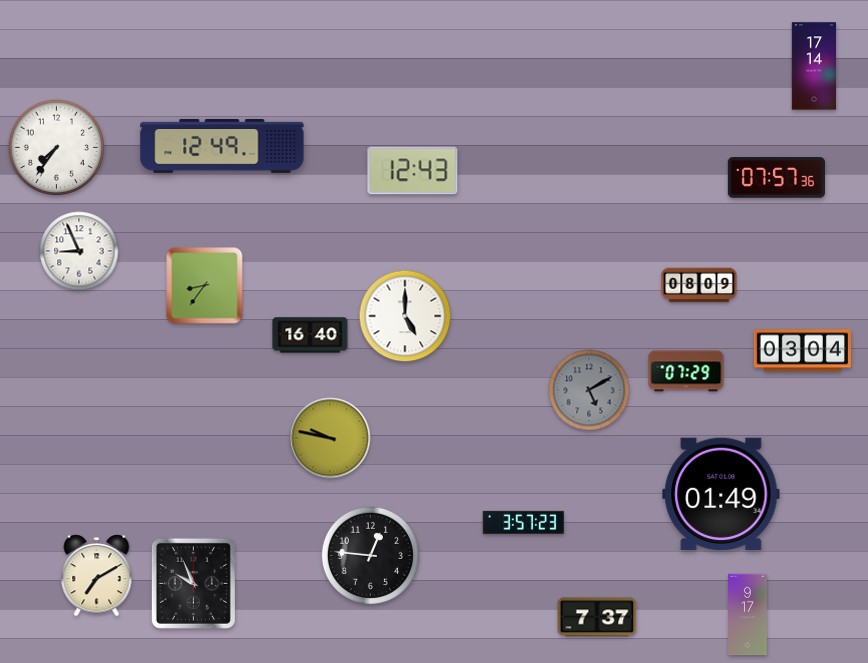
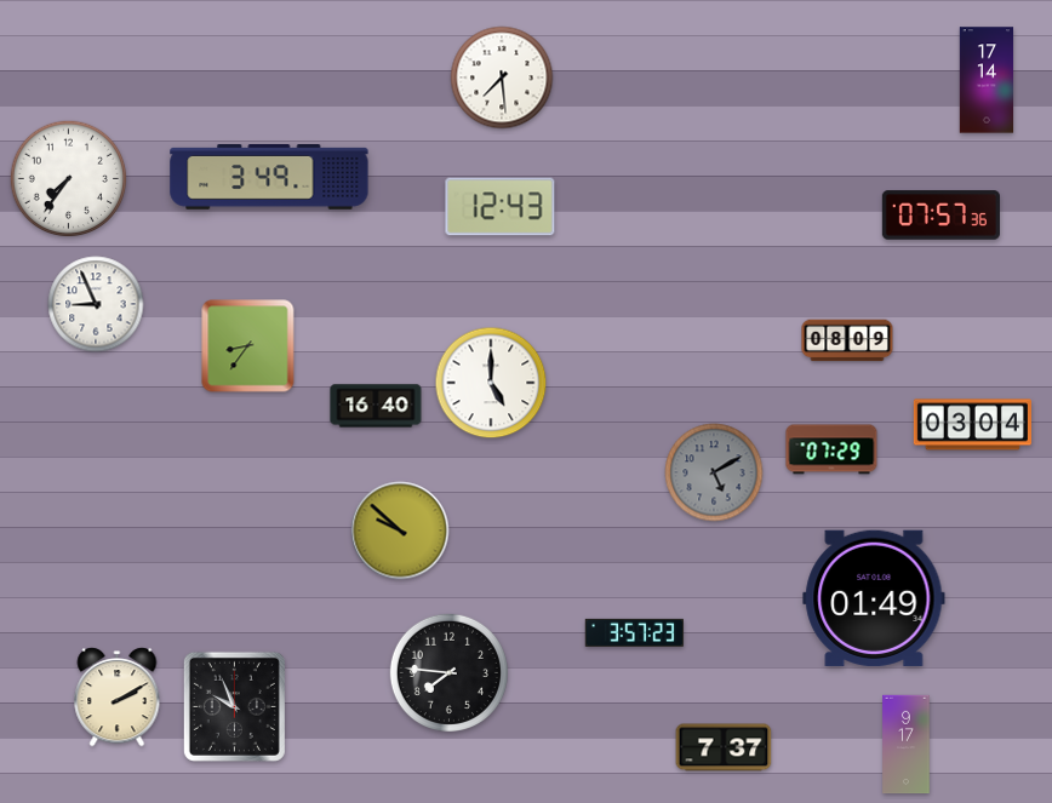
clock at (502, 78): none -> 7:29
clock at (222, 147): 12:49 -> 3:49
clock at (699, 285) position: (699, 285) -> (847, 340)
clock at (330, 438): 9:47 -> 9:52
clock at (370, 555): 12:46 -> 7:46
clock at (97, 576): 7:10 -> 2:10
